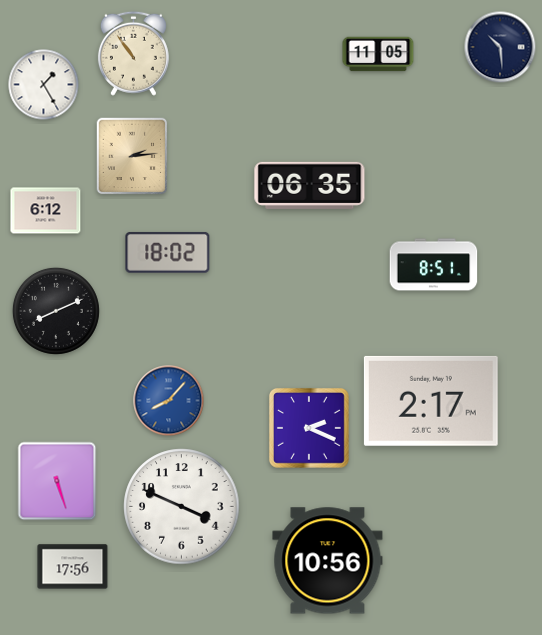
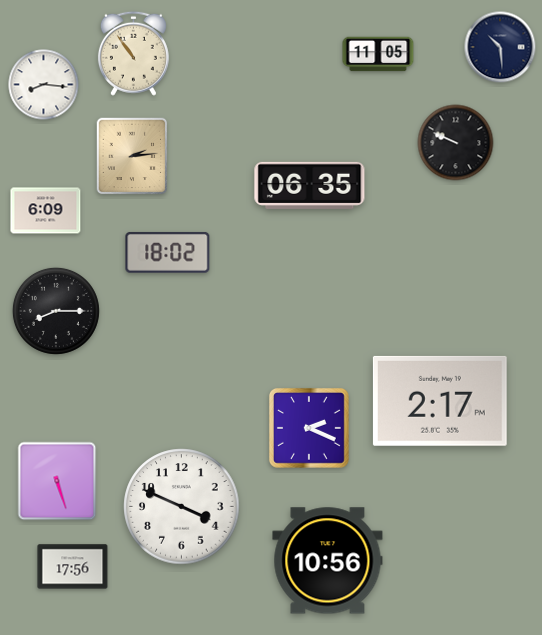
clock at (44, 85): 1:25 -> 8:16
clock at (456, 143): none -> 9:49
clock at (46, 211): 6:12 -> 6:09
clock at (434, 265): 8:51 -> none
clock at (56, 311): 8:11 -> 8:15
clock at (169, 401): 8:07 -> none
clock at (431, 401) position: (431, 401) -> (440, 401)
